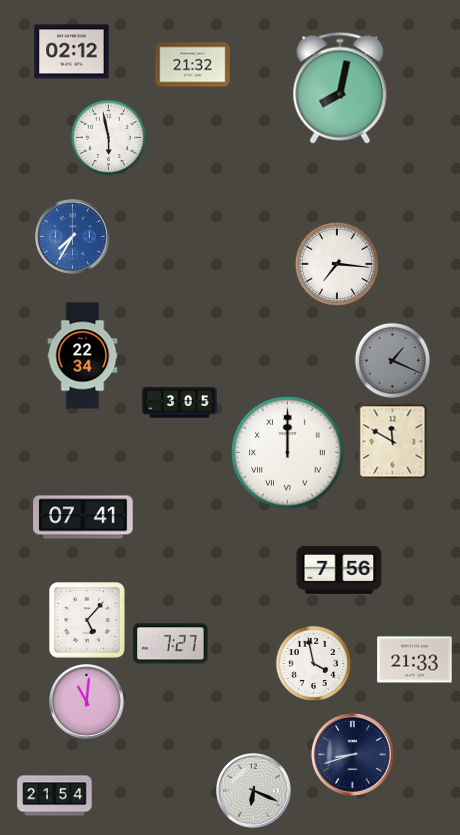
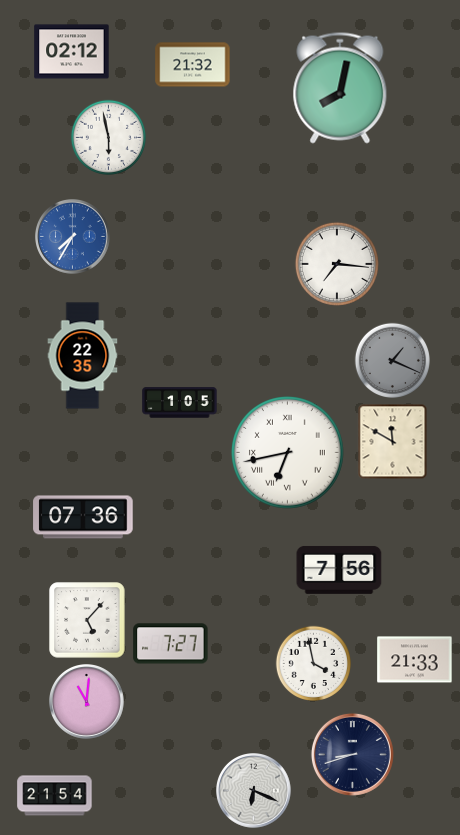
clock at (83, 356): 22:34 -> 22:35
clock at (180, 403): 3:05 -> 1:05
clock at (288, 453): 12:00 -> 6:43
clock at (83, 517): 07:41 -> 07:36
